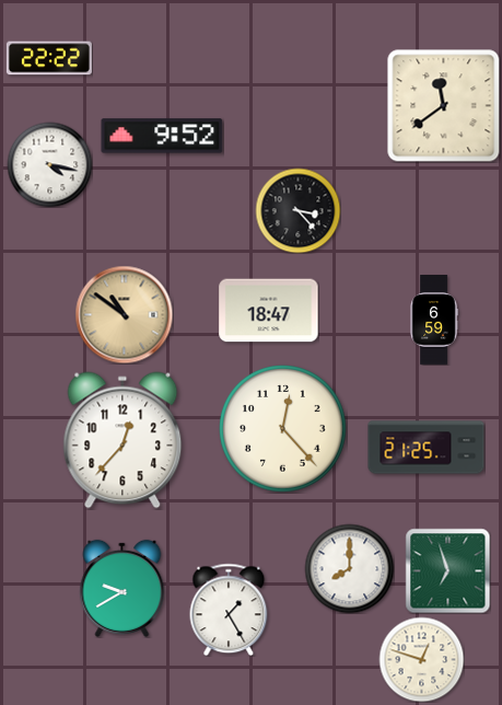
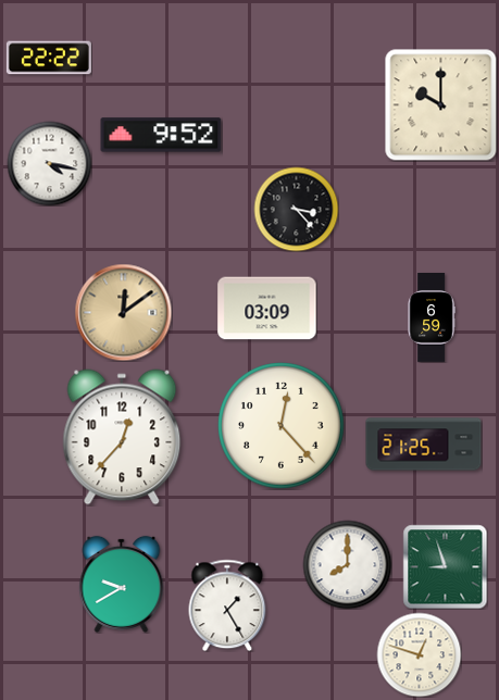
clock at (444, 106): 11:39 -> 10:00
clock at (269, 311): 18:47 -> 03:09
clock at (124, 314): 10:51 -> 12:09
clock at (447, 570): 6:57 -> 8:57
